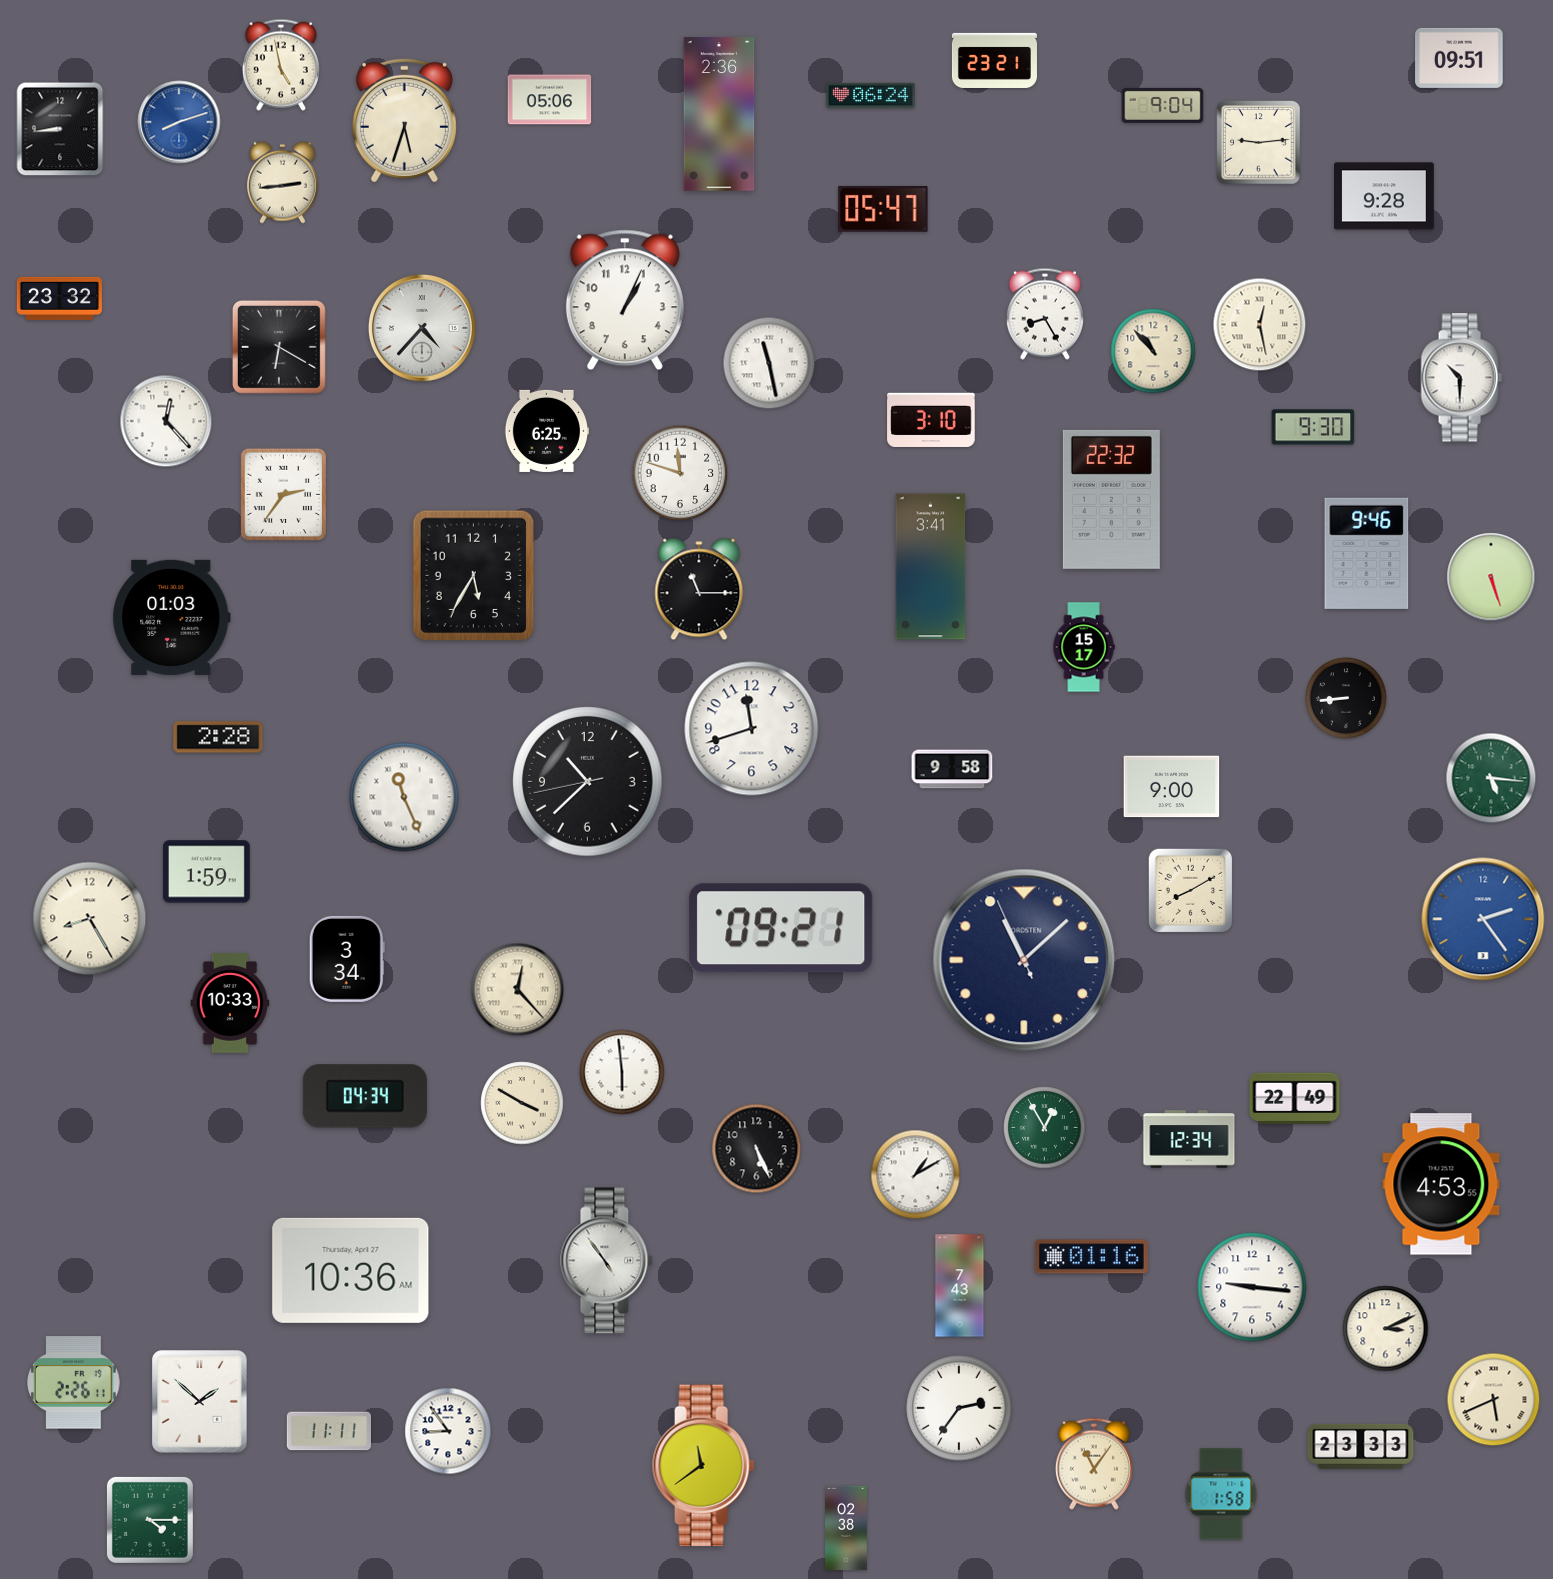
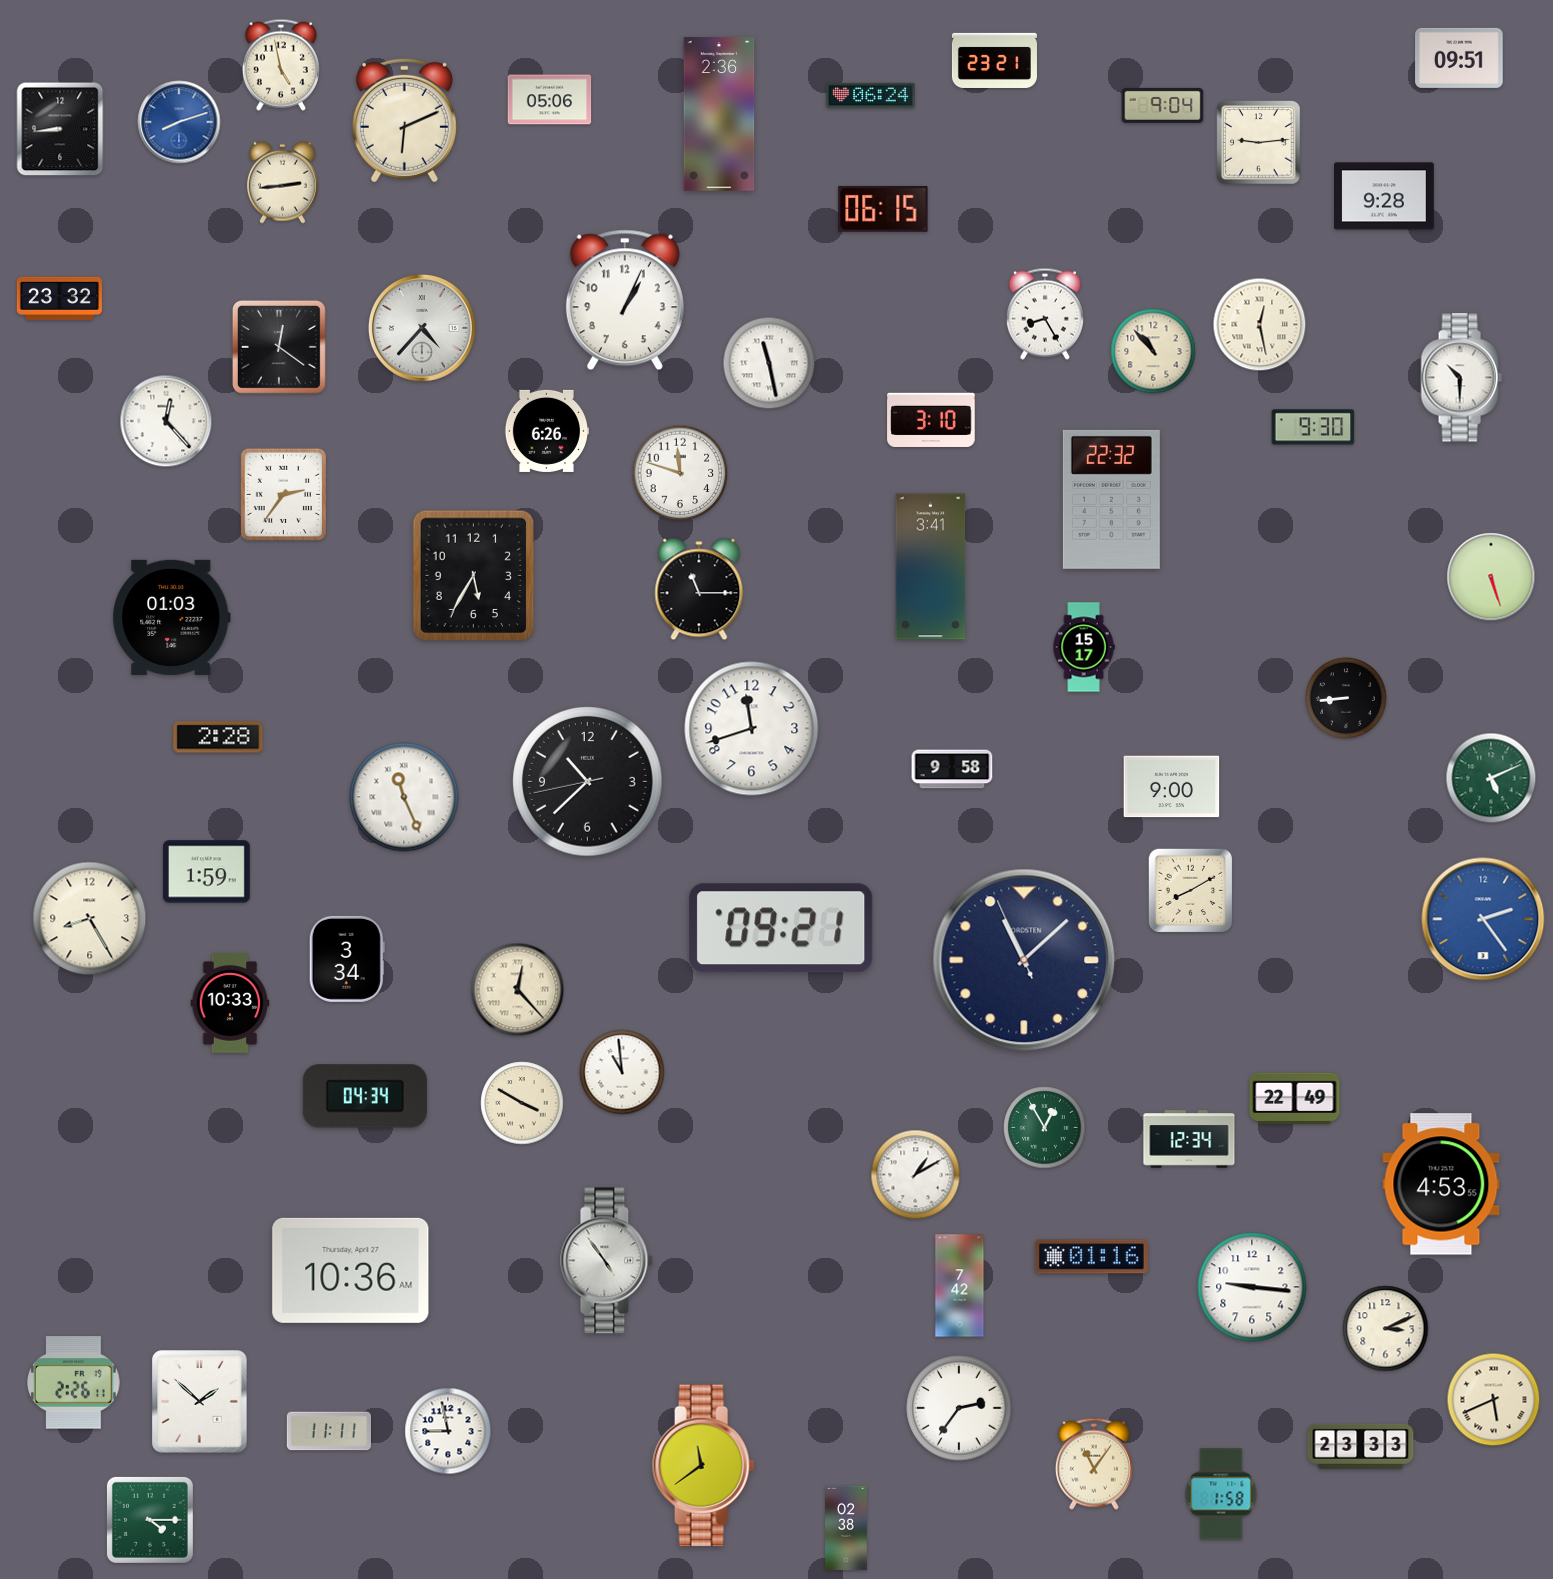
clock at (404, 120): 5:33 -> 6:11
clock at (883, 209): 05:47 -> 06:15
clock at (279, 347): 6:20 -> 12:21
clock at (546, 431): 6:25 -> 6:26
clock at (1367, 553): 9:46 -> none
clock at (1491, 778): 5:16 -> 5:11
clock at (622, 1072): 5:59 -> 10:59
clock at (757, 1149): 5:26 -> none
clock at (960, 1286): 7:43 -> 7:42
clock at (448, 1431): 8:54 -> 8:58
